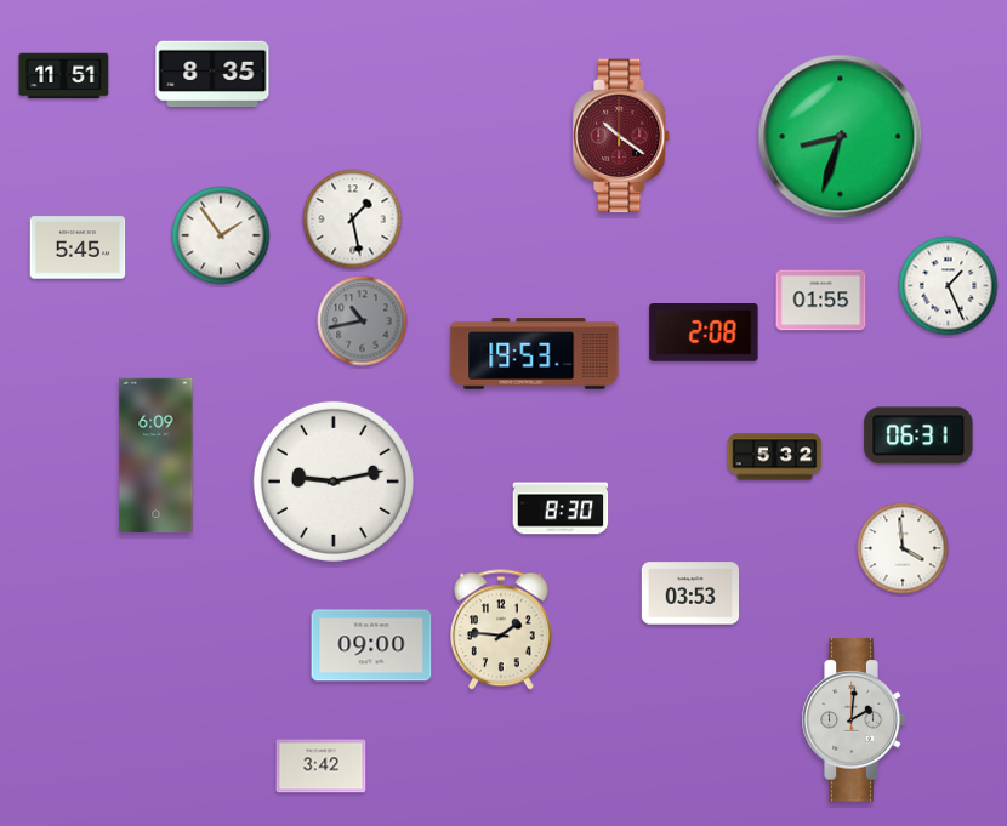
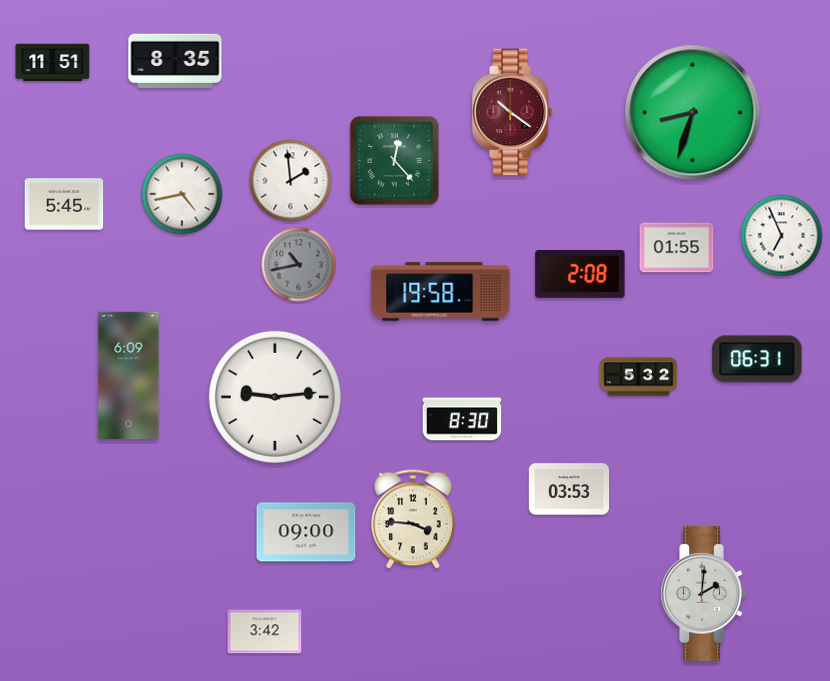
clock at (394, 160): none -> 12:23
clock at (353, 220): 1:28 -> 1:59
clock at (221, 235): 1:54 -> 4:43
clock at (949, 286): 1:26 -> 6:56
clock at (535, 354): 19:53 -> 19:58
clock at (334, 482): 9:13 -> 9:14
clock at (903, 548): 3:59 -> none
clock at (502, 630): 1:46 -> 3:46
